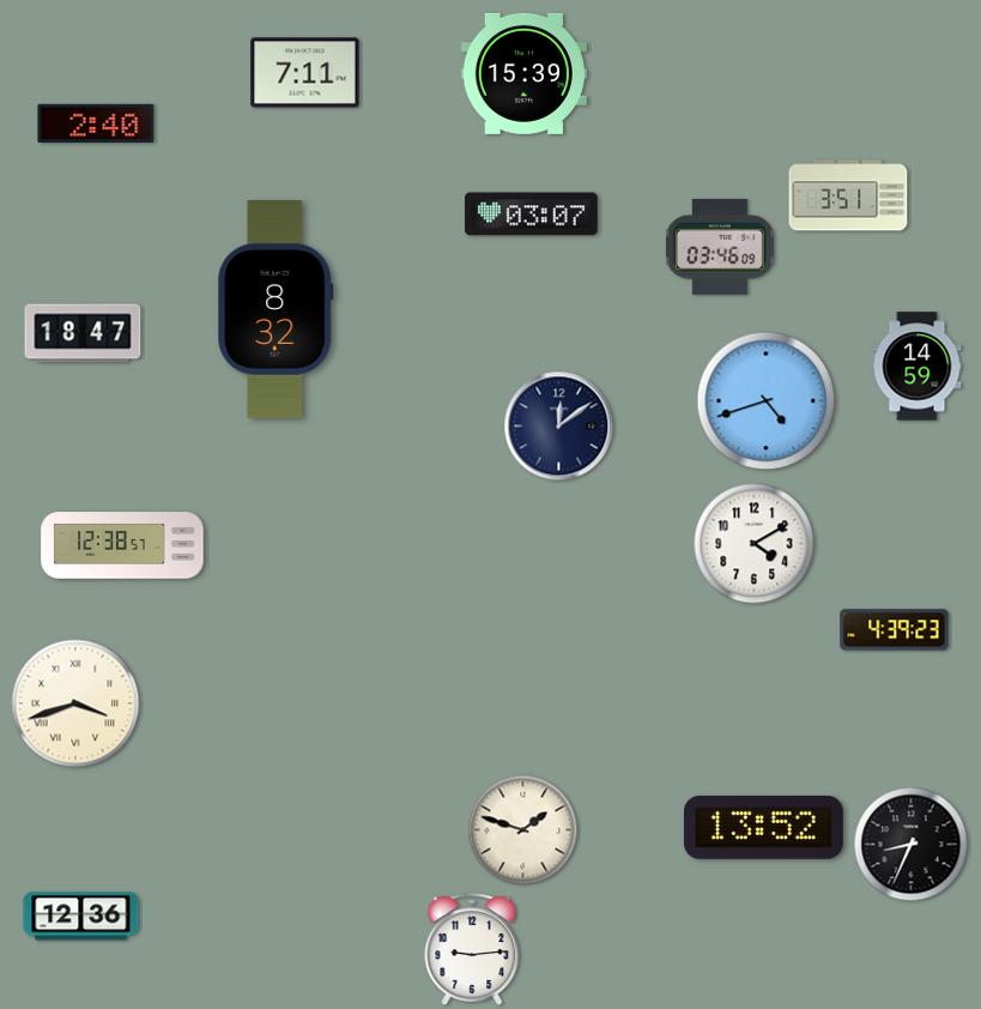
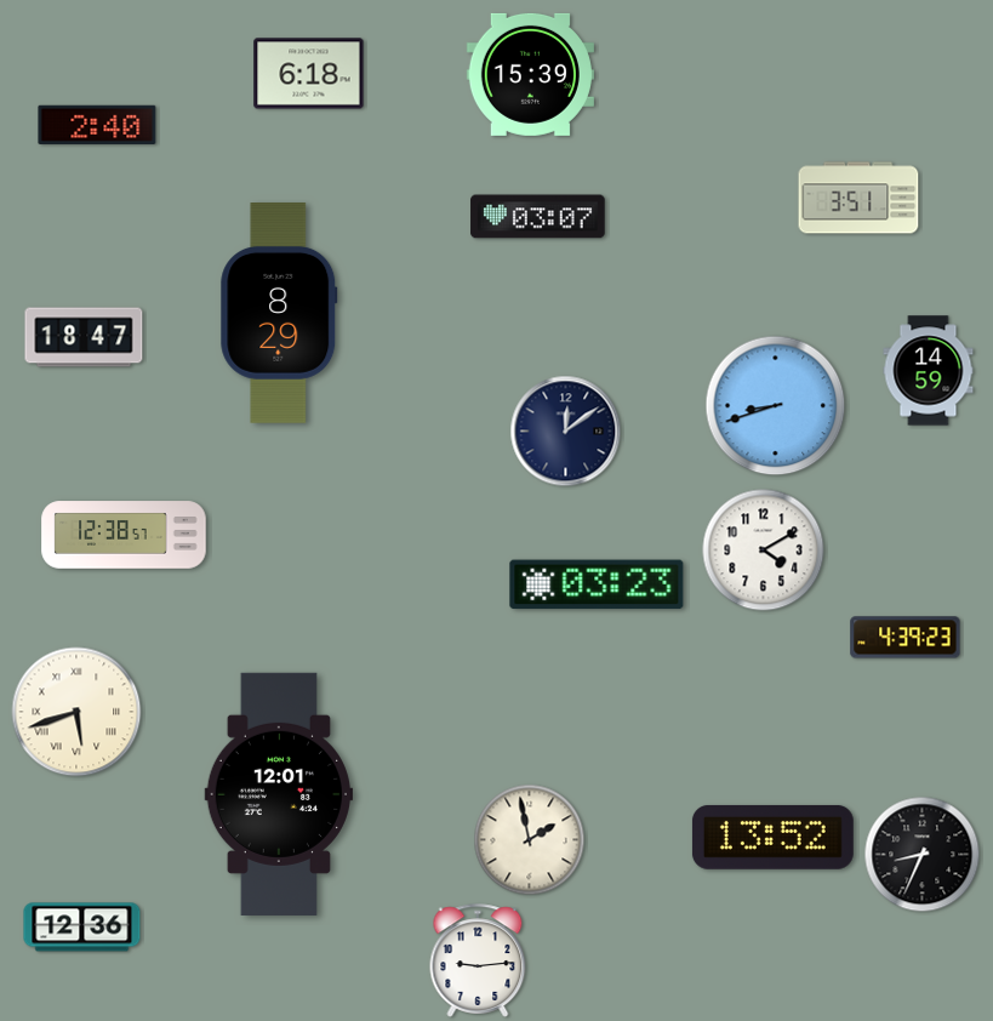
clock at (305, 73): 7:11 -> 6:18
clock at (720, 247): 03:46 -> none
clock at (275, 310): 8:32 -> 8:29
clock at (767, 401): 4:42 -> 8:42
clock at (122, 545) position: (122, 545) -> (124, 535)
clock at (597, 584): none -> 03:23
clock at (75, 703): 3:42 -> 5:42
clock at (278, 794): none -> 12:01
clock at (523, 830): 1:48 -> 1:58
